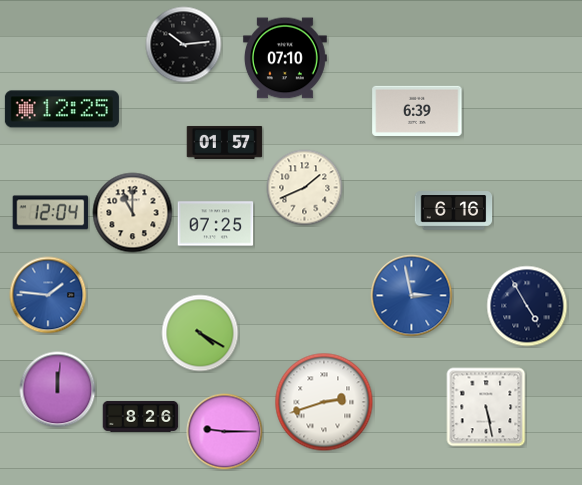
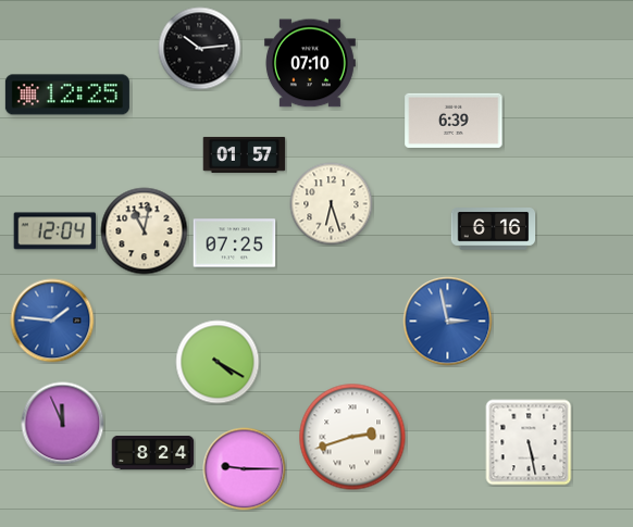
clock at (62, 109) position: (62, 109) -> (67, 95)
clock at (305, 188): 1:41 -> 6:27
clock at (133, 213): 11:00 -> 11:02
clock at (527, 306): 4:55 -> none
clock at (58, 390): 12:01 -> 11:56
clock at (141, 416): 8:26 -> 8:24
